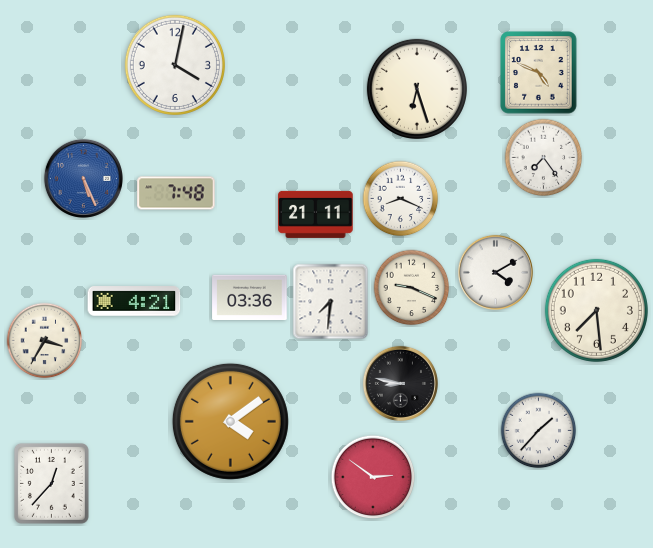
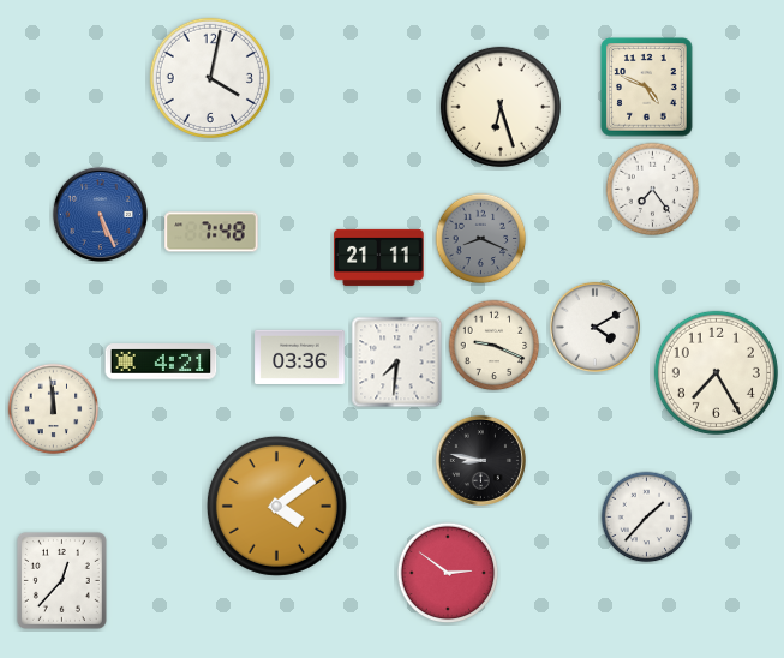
clock at (401, 199) dial: white -> grey
clock at (596, 310): 7:29 -> 7:25
clock at (45, 341): 3:35 -> 11:59
